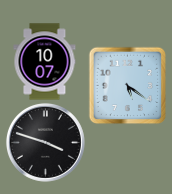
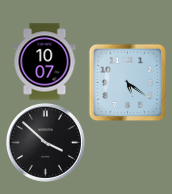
clock at (127, 85) position: (127, 85) -> (127, 82)
clock at (45, 142): 3:48 -> 3:52
